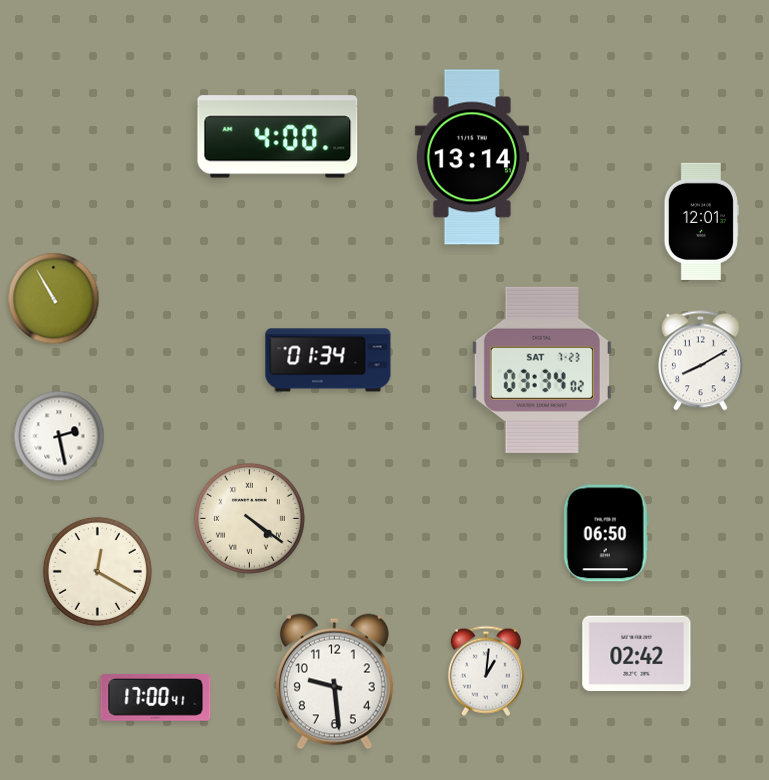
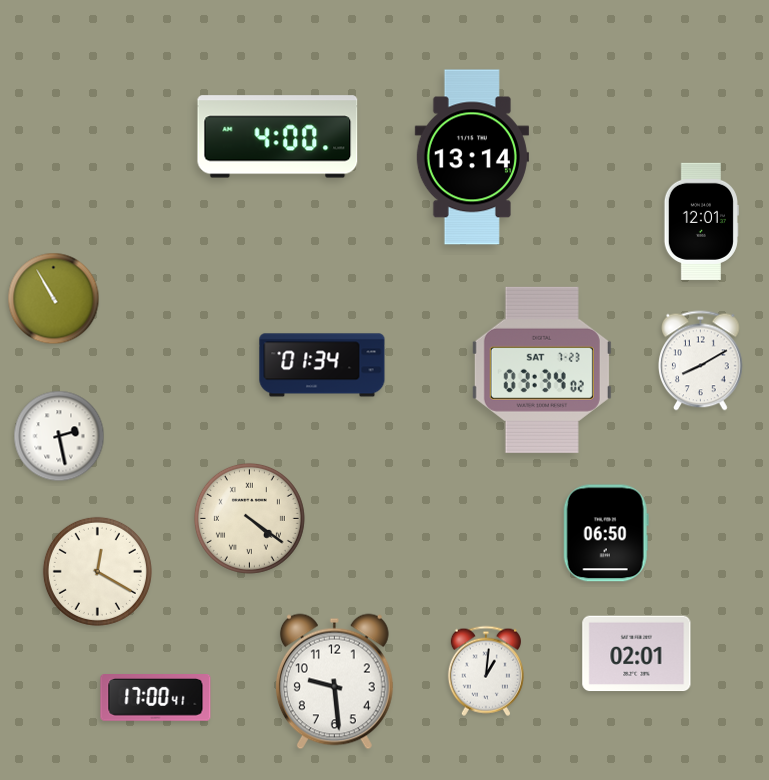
clock at (328, 360) position: (328, 360) -> (322, 365)
clock at (637, 654): 02:42 -> 02:01
